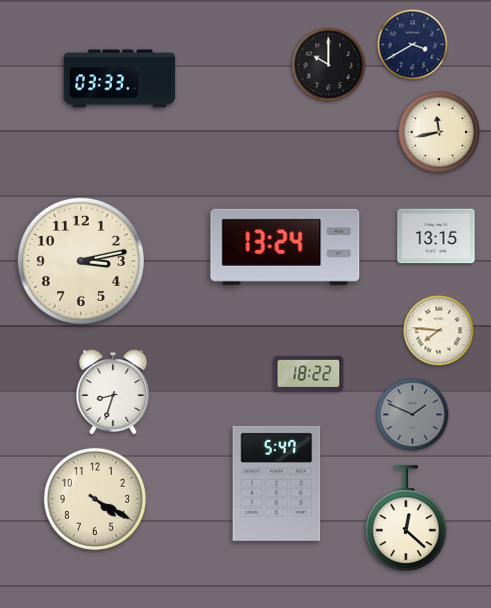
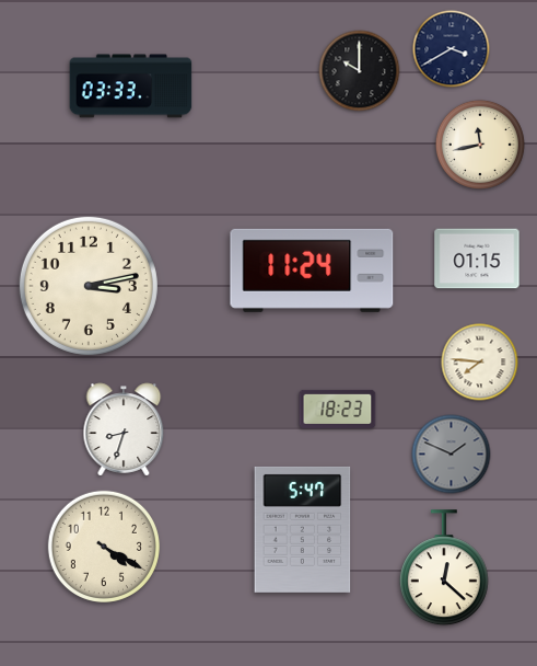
clock at (436, 236): 13:15 -> 01:15
clock at (285, 247): 13:24 -> 11:24
clock at (309, 373): 18:22 -> 18:23
